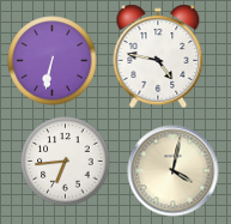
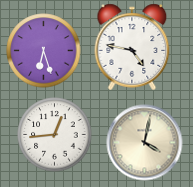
clock at (53, 61): 6:32 -> 6:27
clock at (66, 162): 6:44 -> 12:44
